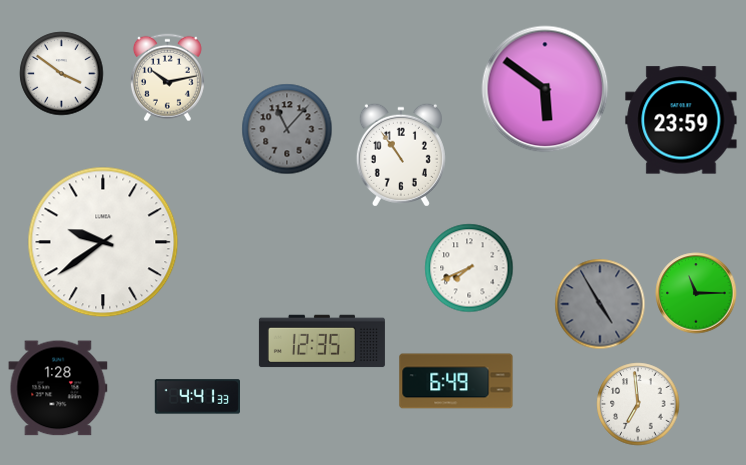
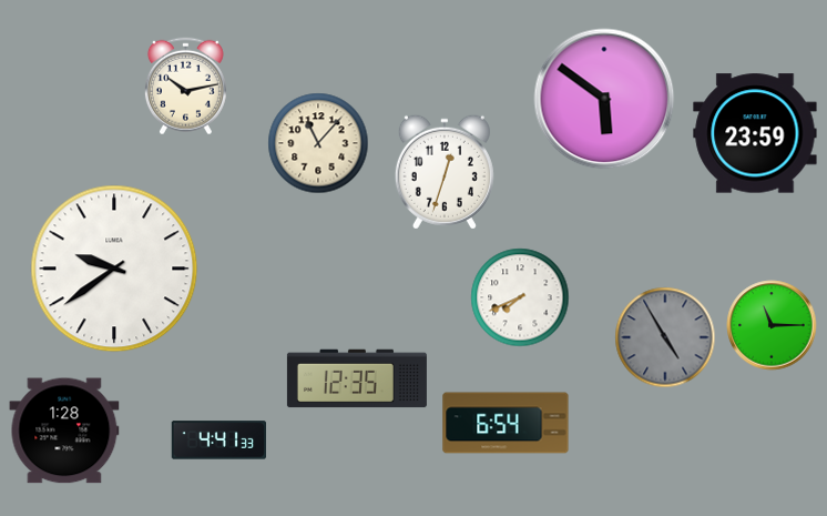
clock at (62, 74): 3:51 -> none
clock at (287, 129) dial: grey -> cream
clock at (401, 155): 10:54 -> 12:33
clock at (456, 381): 6:49 -> 6:54
clock at (638, 404): 6:59 -> none
